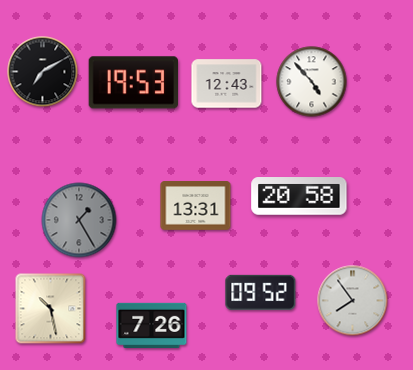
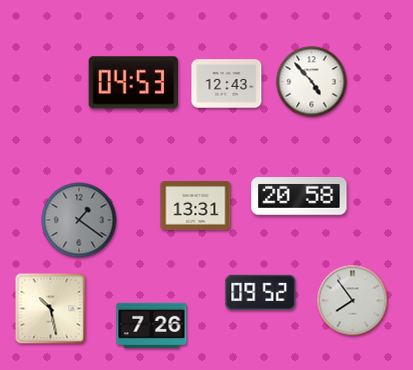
clock at (43, 72): 7:10 -> none
clock at (133, 83): 19:53 -> 04:53
clock at (79, 220): 1:25 -> 1:21
